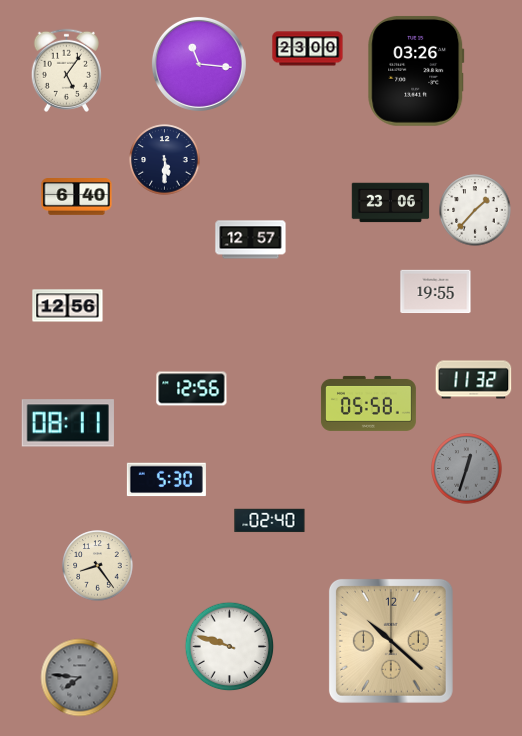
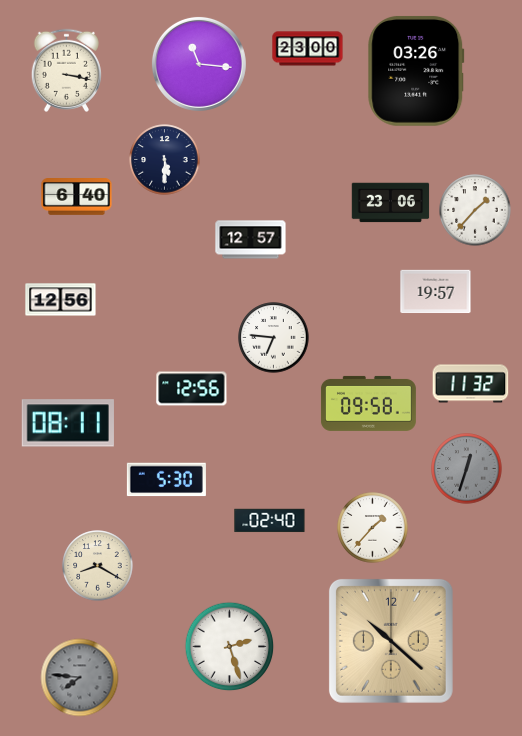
clock at (66, 70): 5:06 -> 3:17
clock at (436, 292): 19:55 -> 19:57
clock at (68, 306) position: (68, 306) -> (61, 300)
clock at (274, 338): none -> 6:46
clock at (474, 380) position: (474, 380) -> (471, 384)
clock at (368, 403): 05:58 -> 09:58
clock at (373, 528): none -> 1:37
clock at (98, 566): 8:24 -> 8:20
clock at (230, 647): 9:48 -> 2:27
